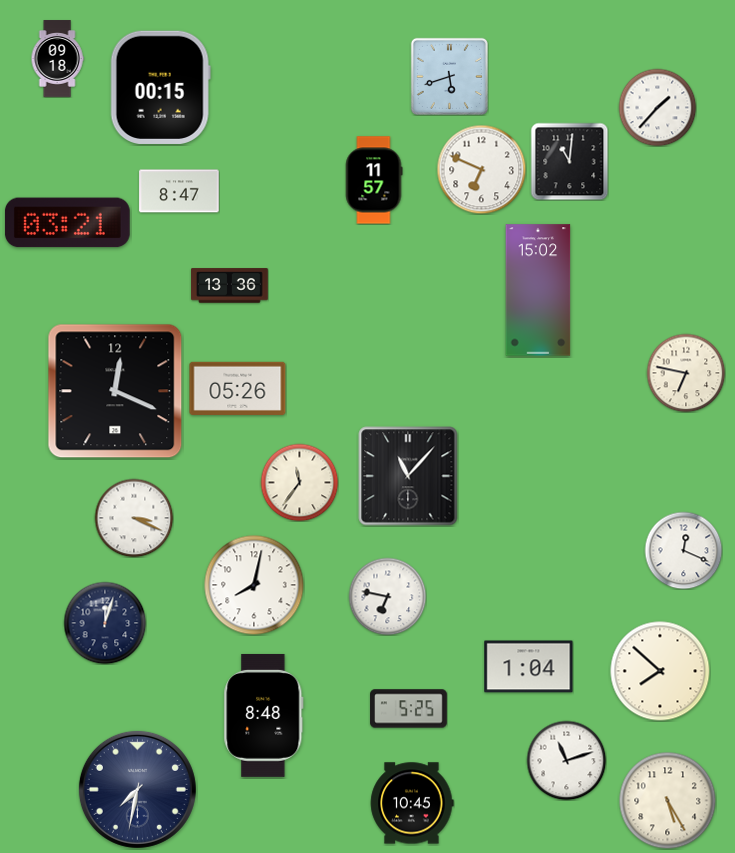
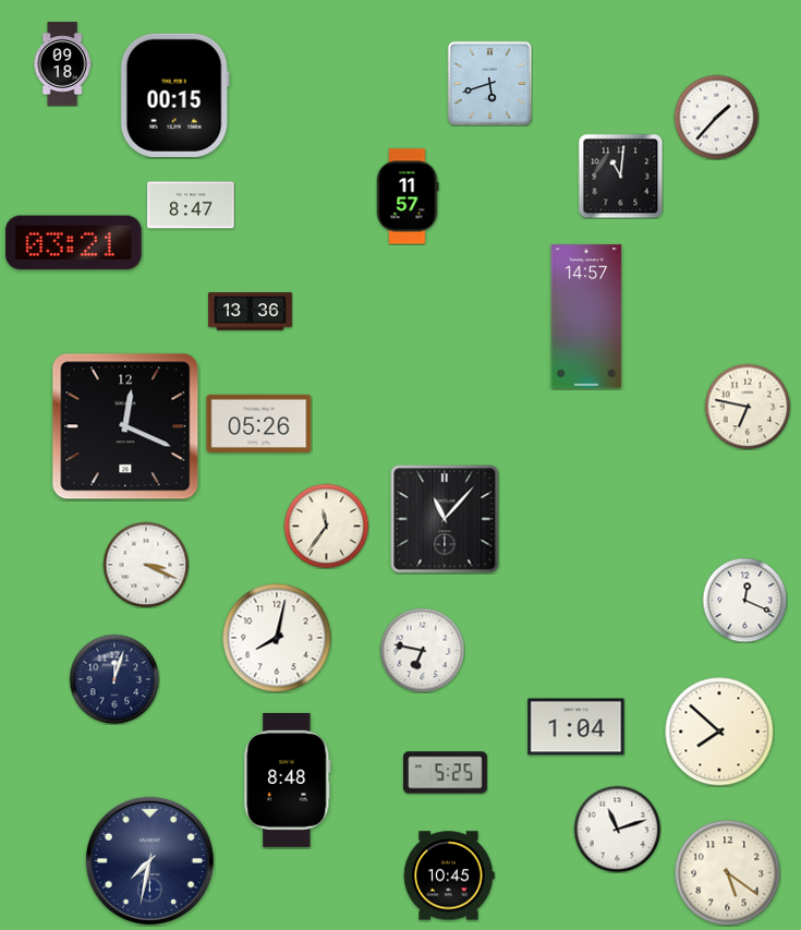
clock at (481, 169): 6:49 -> none
clock at (179, 191) position: (179, 191) -> (191, 205)
clock at (538, 290): 15:02 -> 14:57
clock at (667, 800): 5:25 -> 5:21
